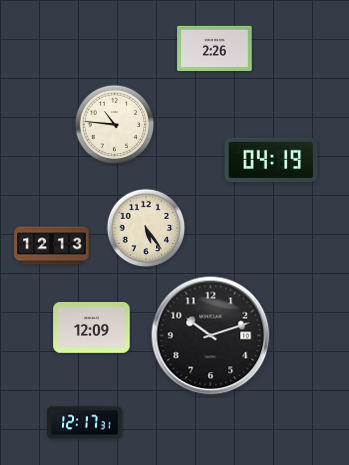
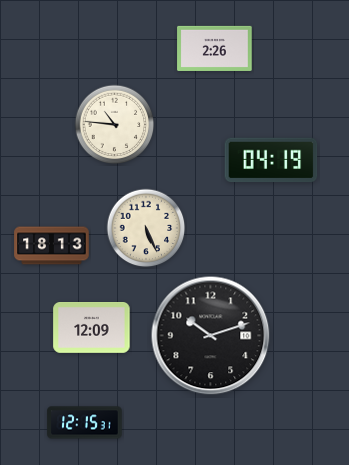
clock at (146, 228): 5:24 -> 5:26
clock at (52, 246): 12:13 -> 18:13
clock at (85, 423): 12:17 -> 12:15
